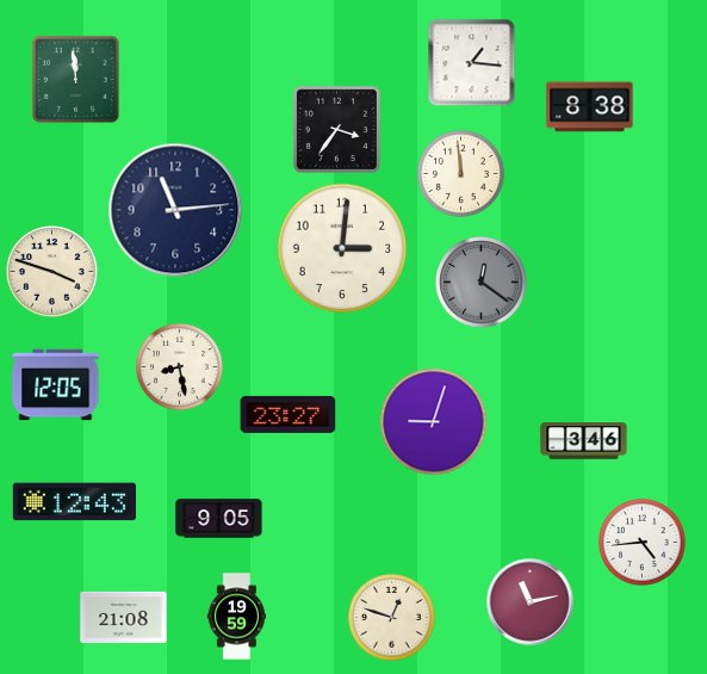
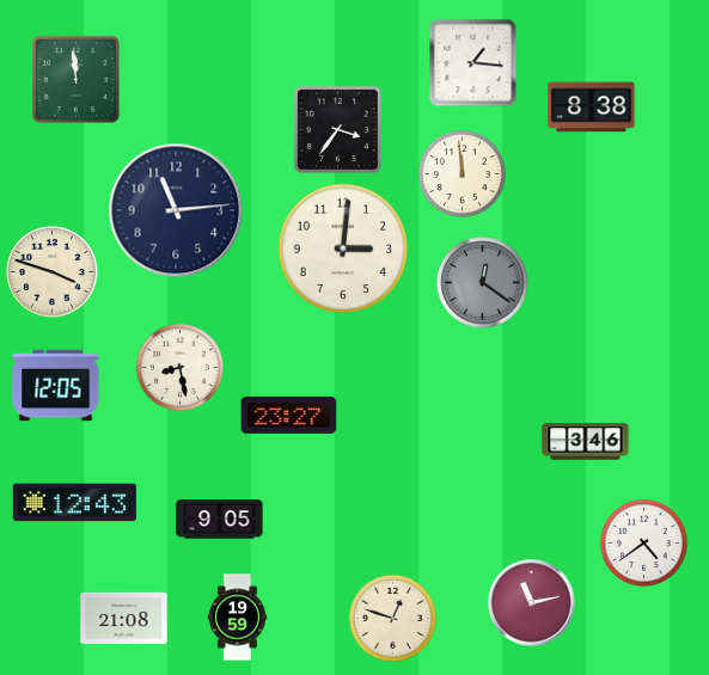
clock at (434, 422): 9:03 -> none
clock at (641, 542): 4:44 -> 4:39
